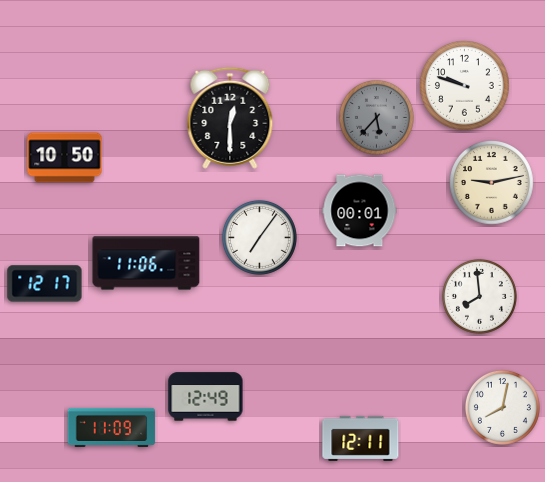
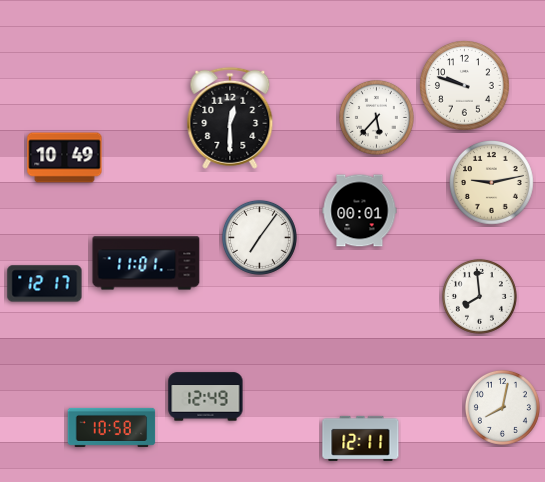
clock at (376, 117) dial: grey -> white
clock at (65, 158): 10:50 -> 10:49
clock at (146, 263): 11:06 -> 11:01
clock at (112, 427): 11:09 -> 10:58
